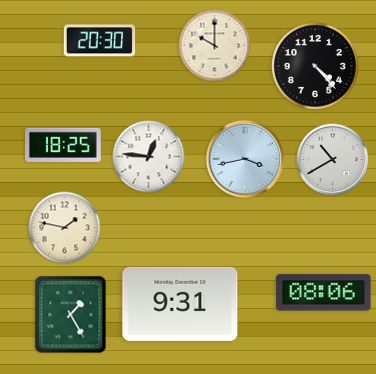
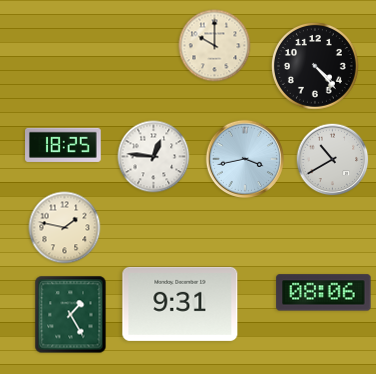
clock at (100, 41): 20:30 -> none
clock at (149, 157) position: (149, 157) -> (154, 157)
